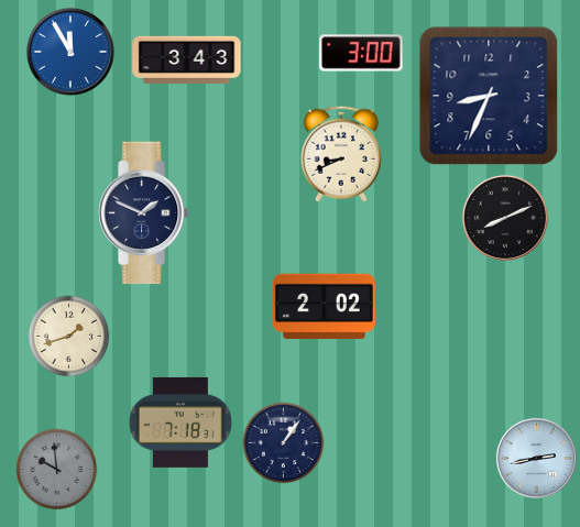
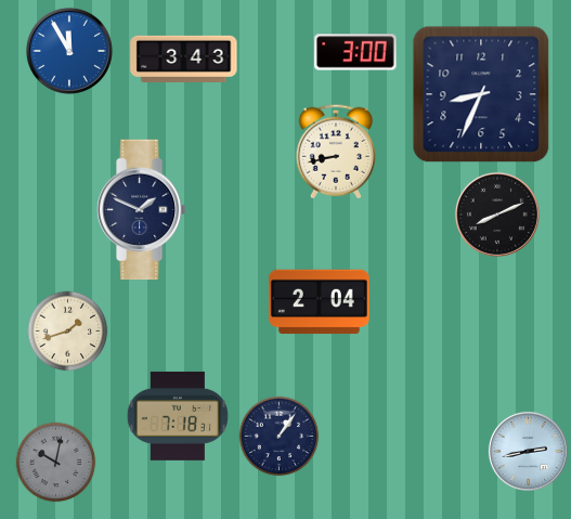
clock at (341, 154): 8:41 -> 8:43
clock at (324, 307): 2:02 -> 2:04
clock at (57, 470): 9:59 -> 10:02
